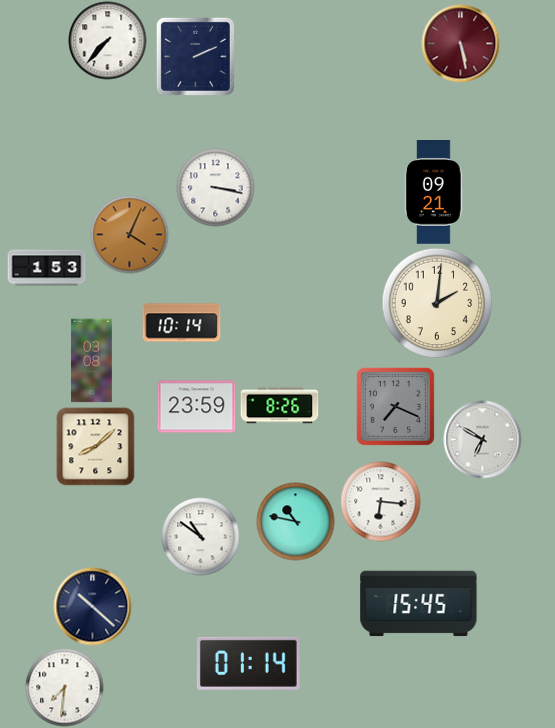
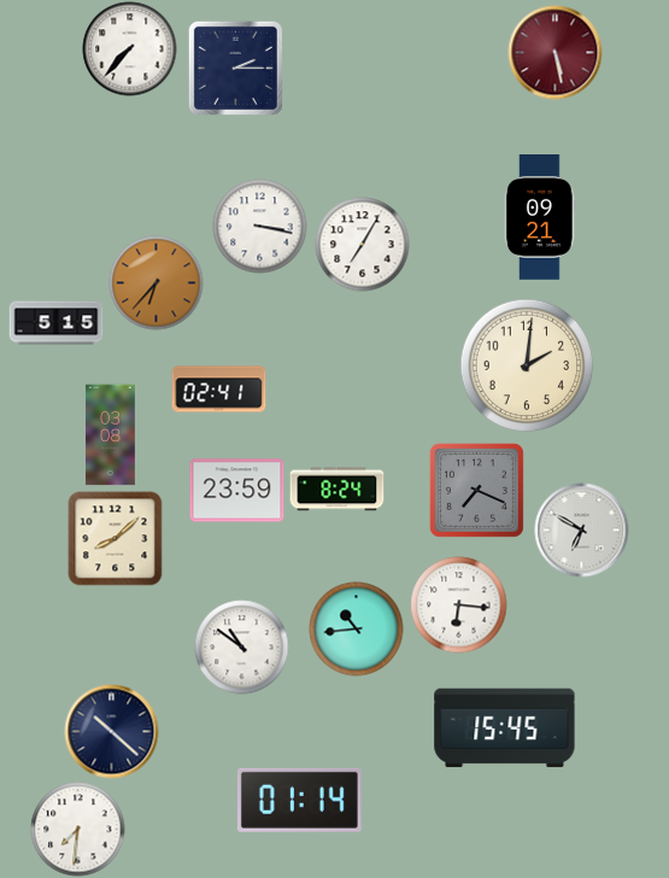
clock at (195, 56): 2:11 -> 2:15
clock at (435, 193) position: (435, 193) -> (541, 218)
clock at (362, 244): none -> 7:05
clock at (129, 234): 4:04 -> 6:37
clock at (46, 268): 1:53 -> 5:15
clock at (181, 323): 10:14 -> 02:41
clock at (279, 406): 8:26 -> 8:24
clock at (295, 521): 10:47 -> 10:44
